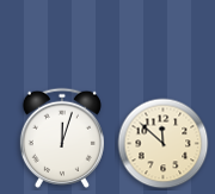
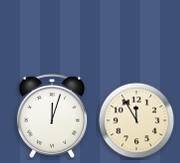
clock at (164, 144): 11:52 -> 11:55
